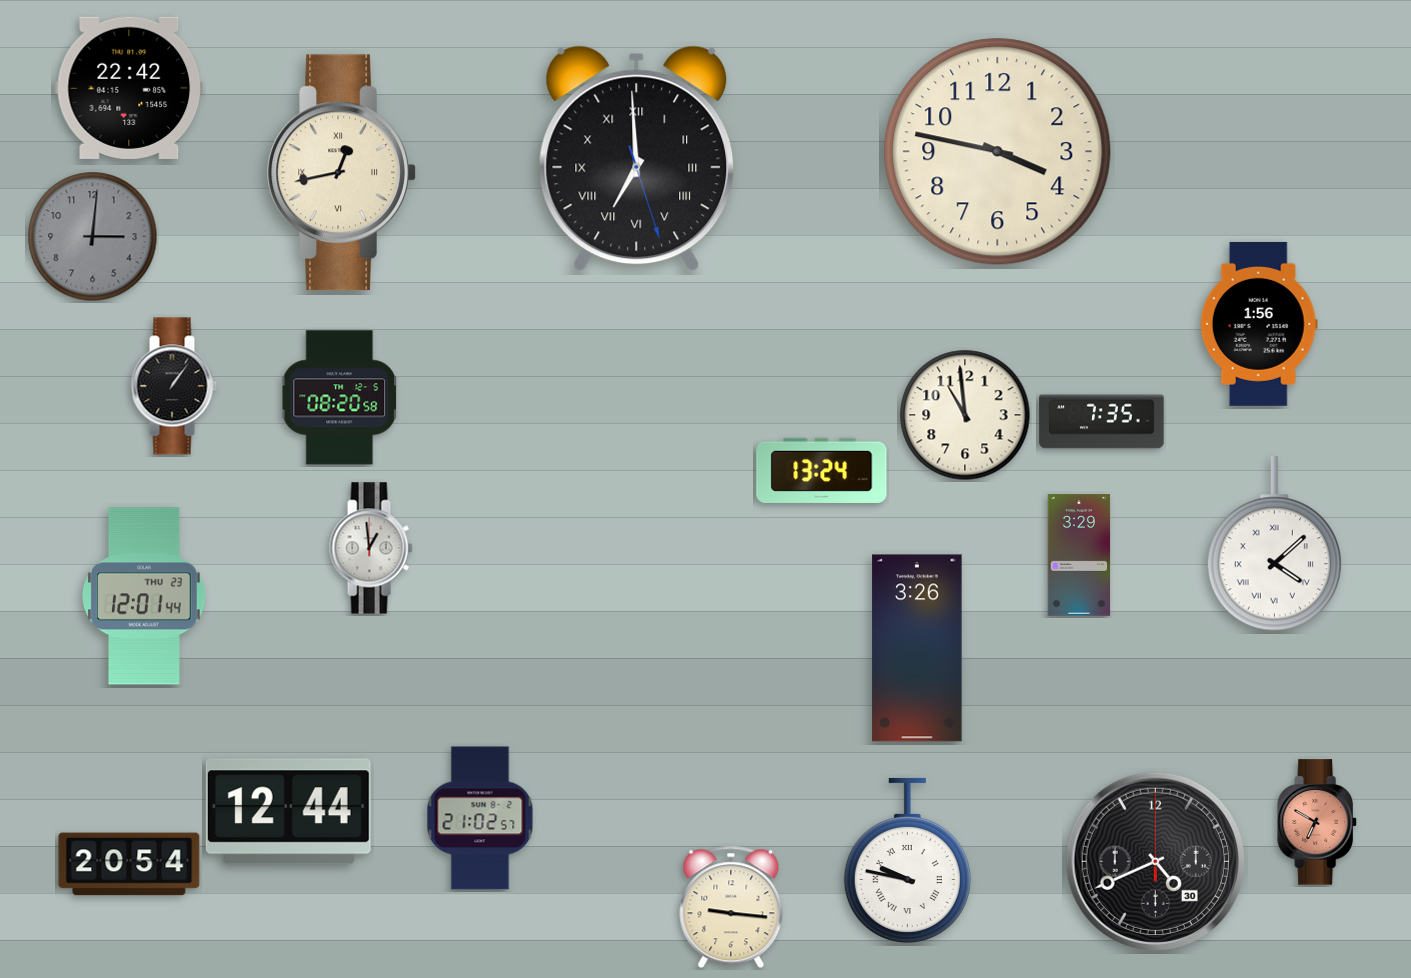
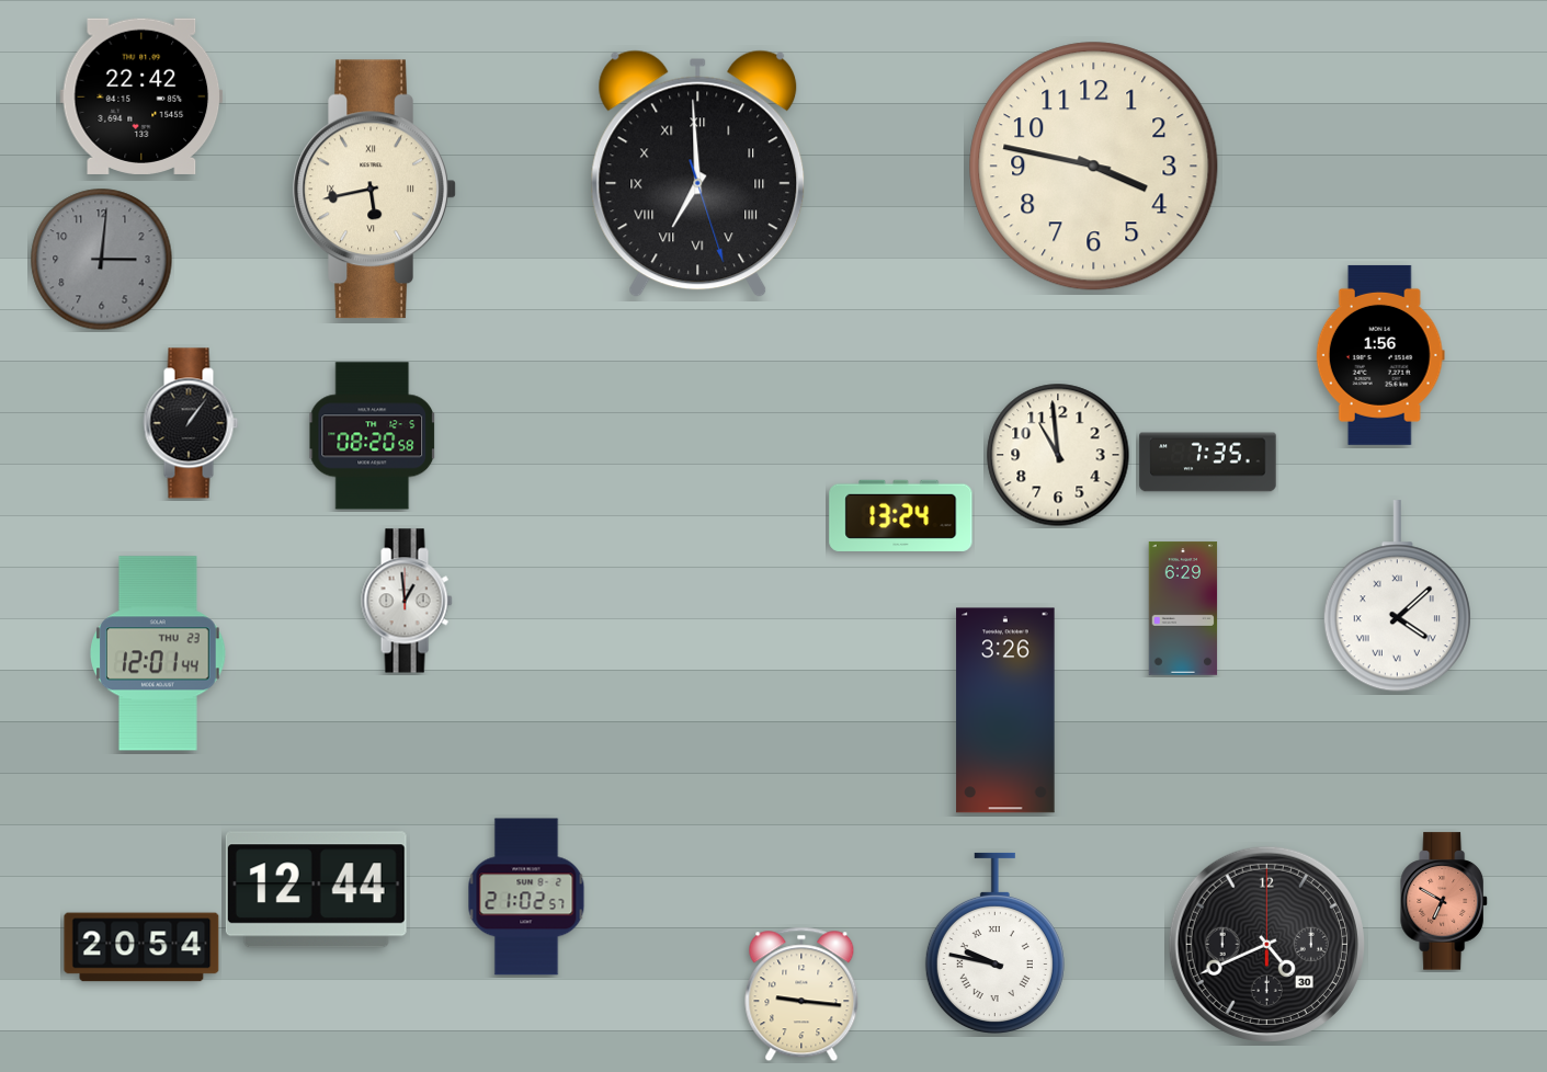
clock at (342, 173): 12:43 -> 5:43
clock at (1079, 555): 3:29 -> 6:29
